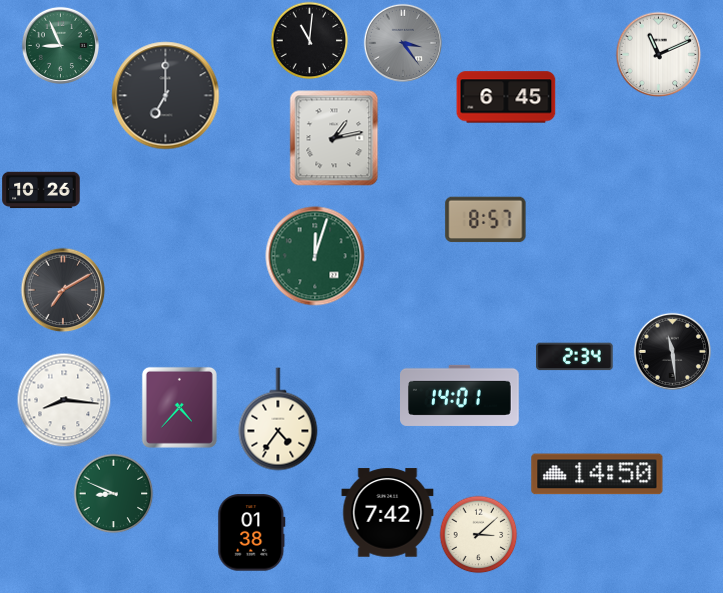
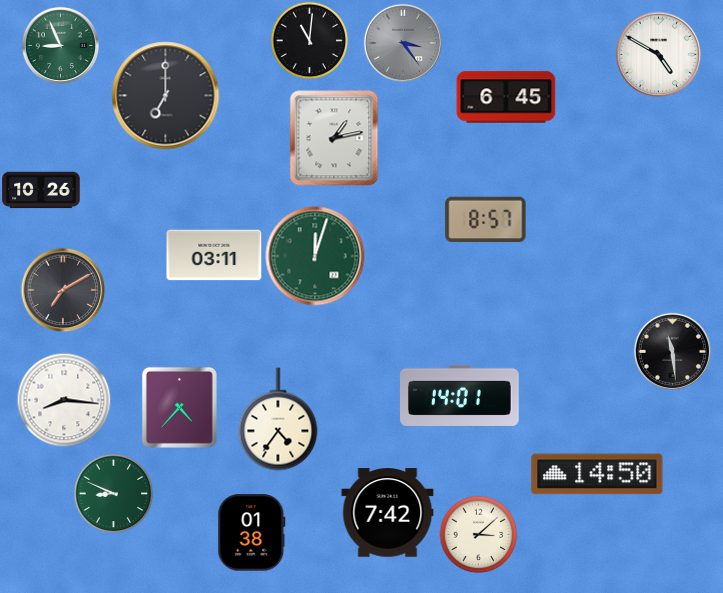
clock at (658, 54): 11:11 -> 4:50
clock at (214, 255): none -> 03:11
clock at (575, 357): 2:34 -> none
